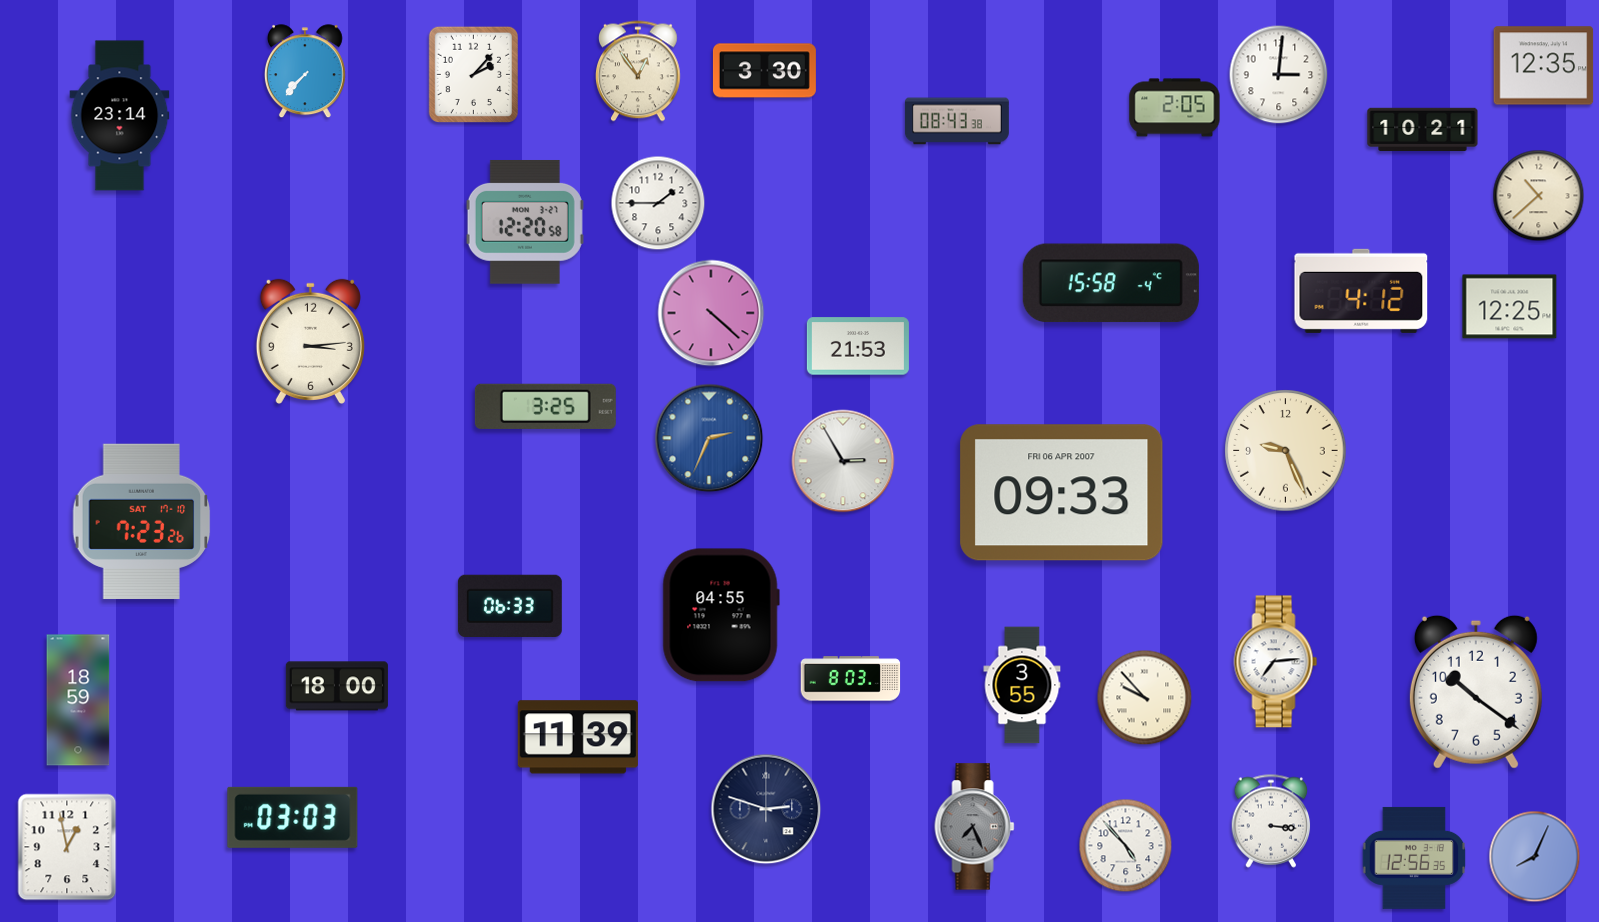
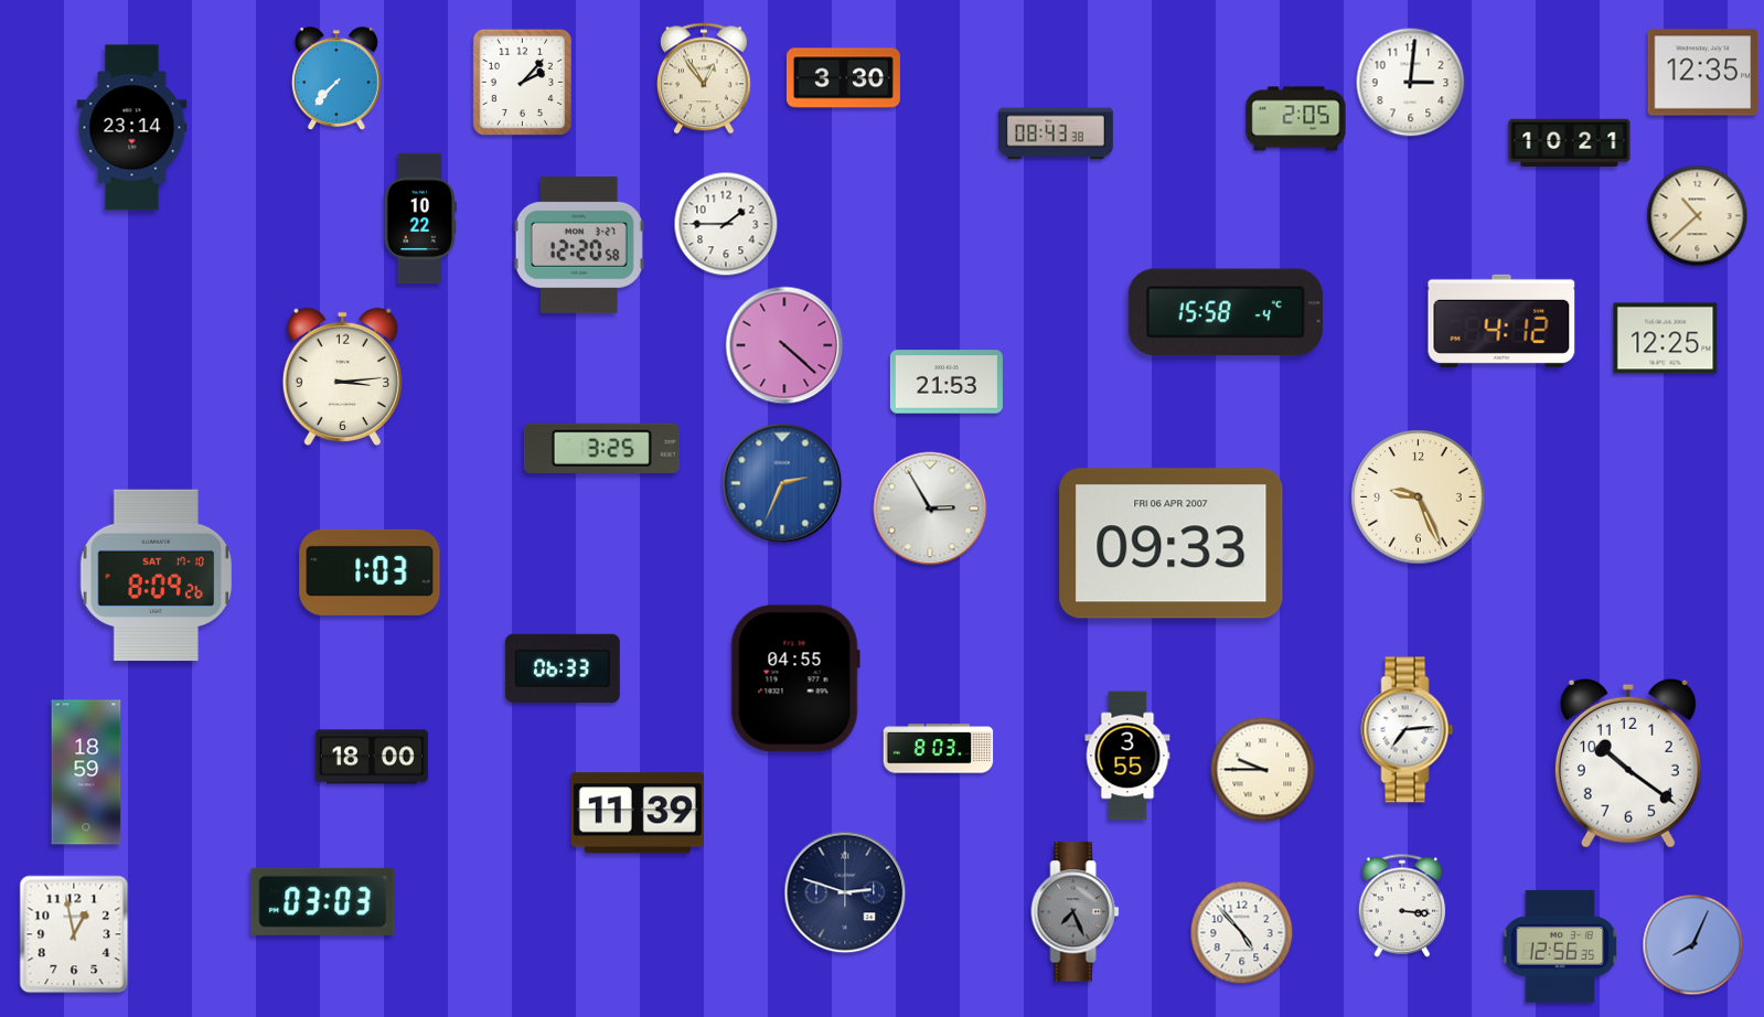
clock at (420, 218): none -> 10:22
clock at (370, 572): none -> 1:03
clock at (142, 522): 7:23 -> 8:09
clock at (1145, 698): 9:53 -> 9:45
